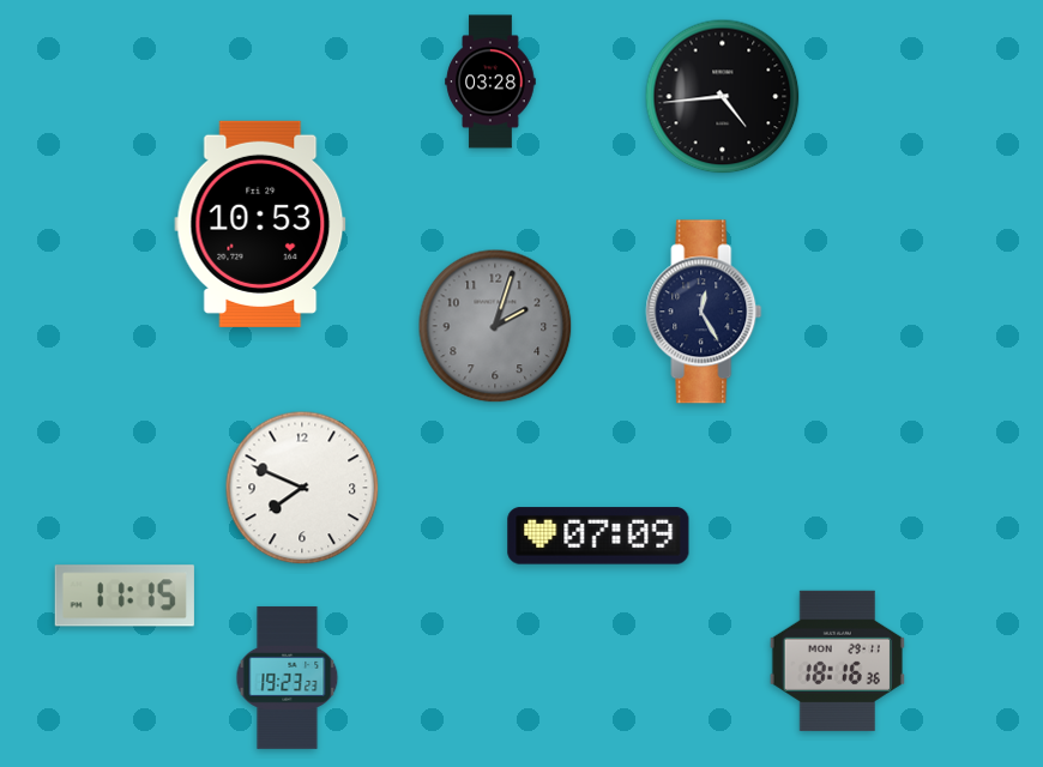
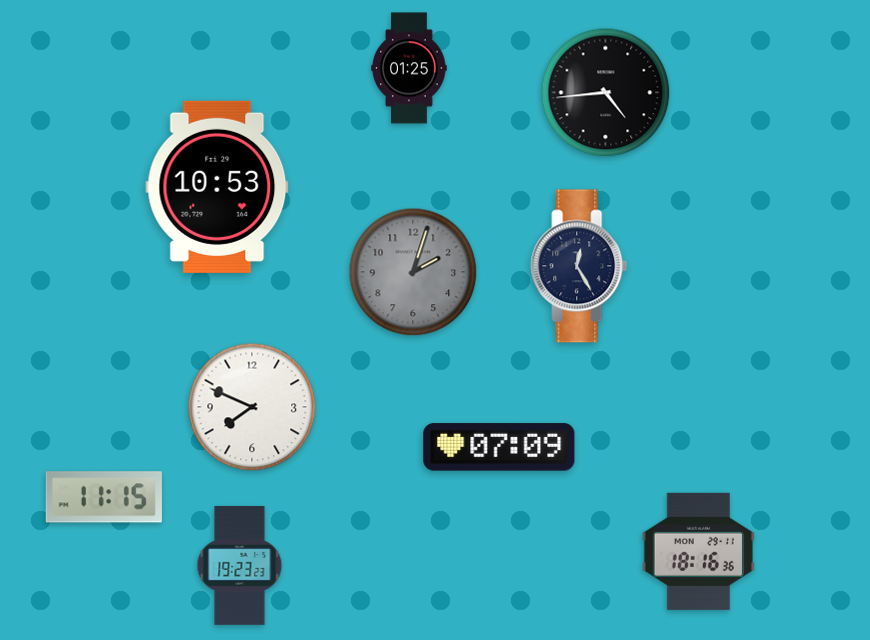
clock at (490, 81): 03:28 -> 01:25
clock at (723, 97) position: (723, 97) -> (606, 93)
clock at (704, 312) position: (704, 312) -> (579, 266)
